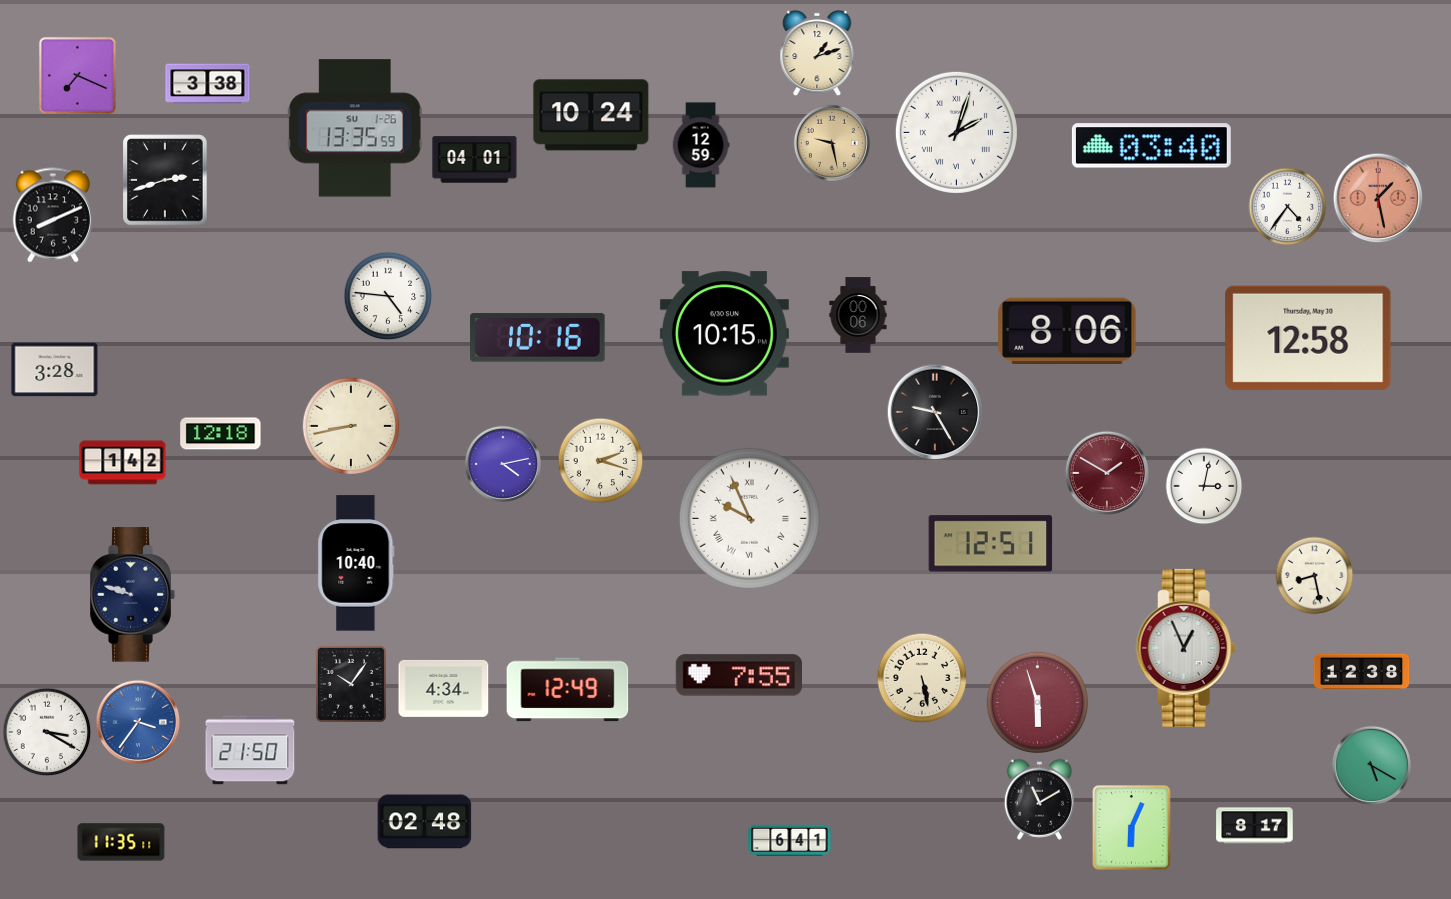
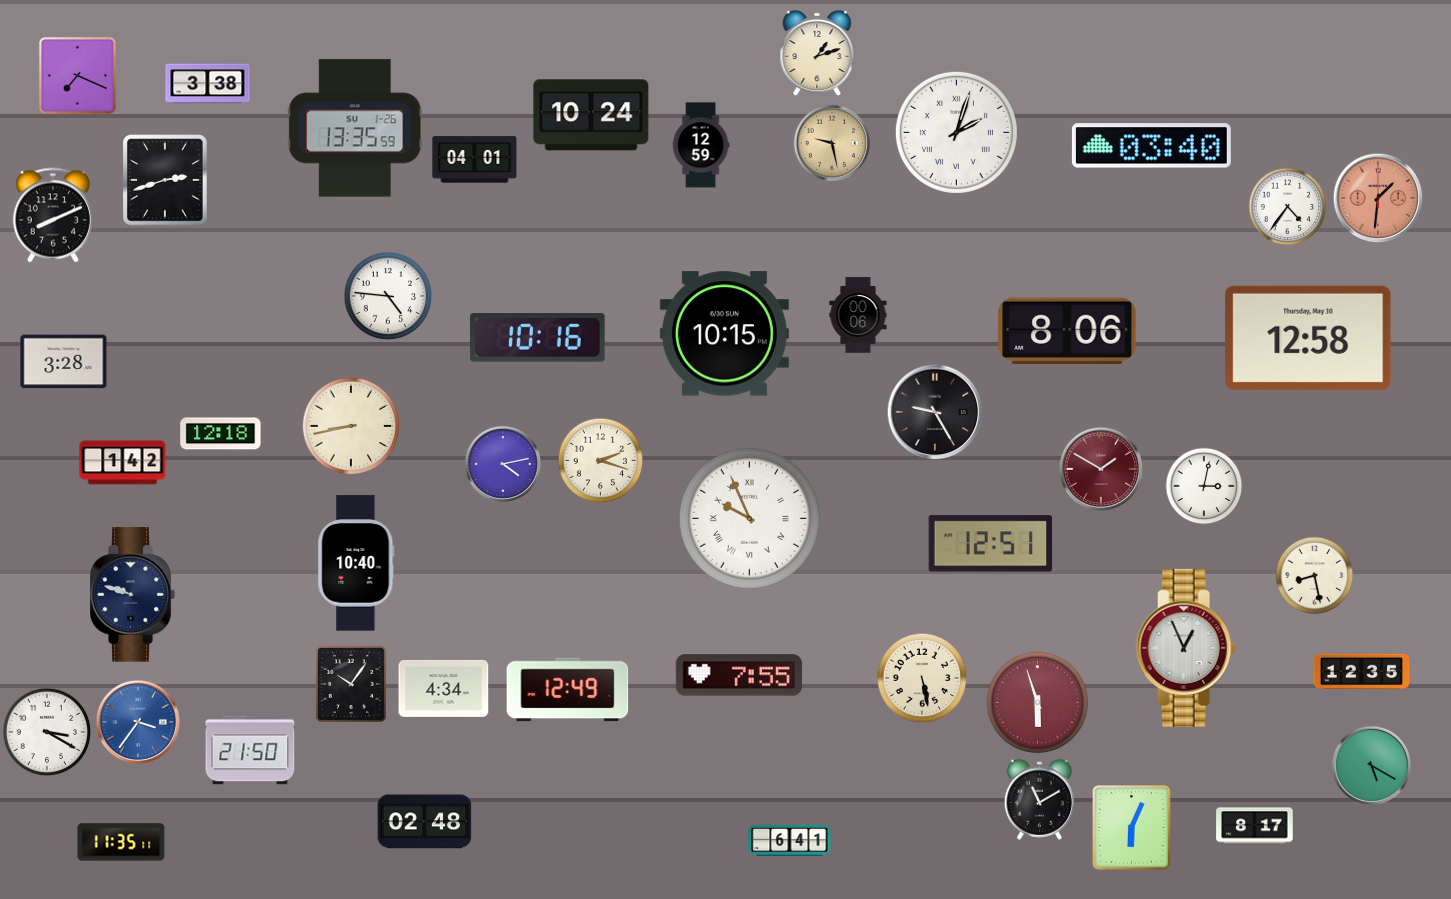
clock at (1378, 198): 1:28 -> 1:31
clock at (55, 370) position: (55, 370) -> (64, 362)
clock at (1107, 473) position: (1107, 473) -> (1101, 469)
clock at (1362, 672): 12:38 -> 12:35
